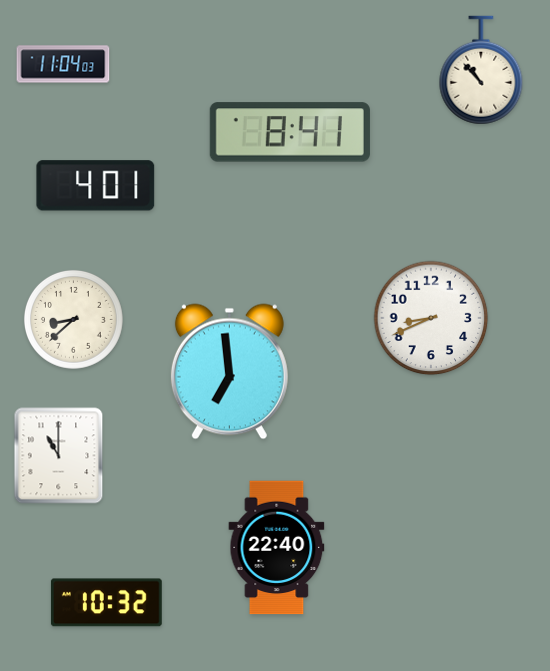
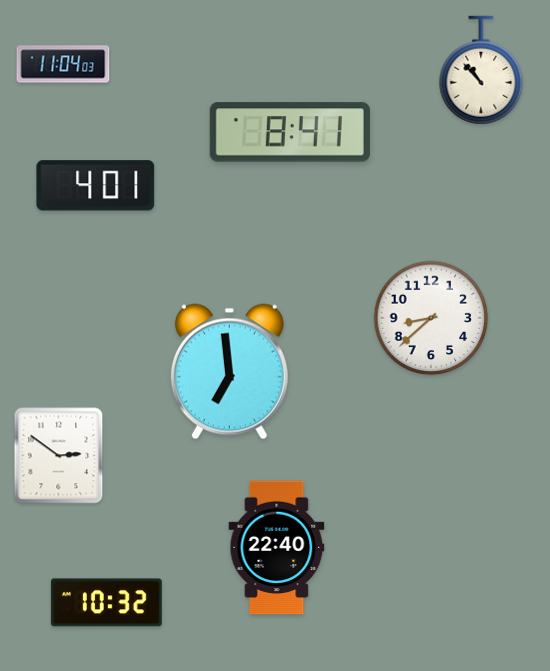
clock at (431, 318): 8:41 -> 8:38
clock at (73, 319): 8:38 -> none
clock at (59, 456): 11:00 -> 2:51
